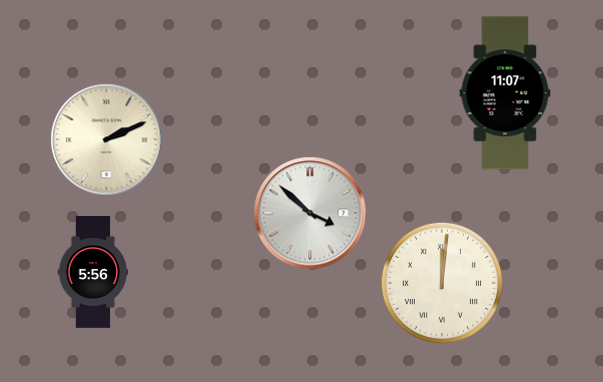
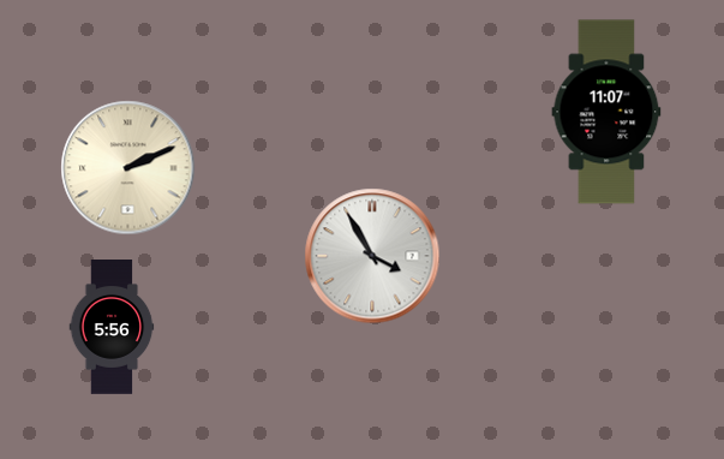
clock at (310, 213): 3:52 -> 3:55
clock at (441, 282): 12:01 -> none
